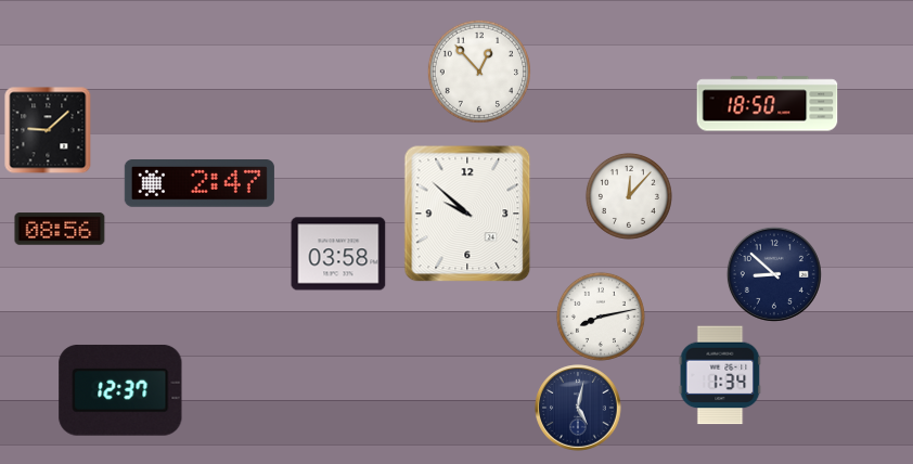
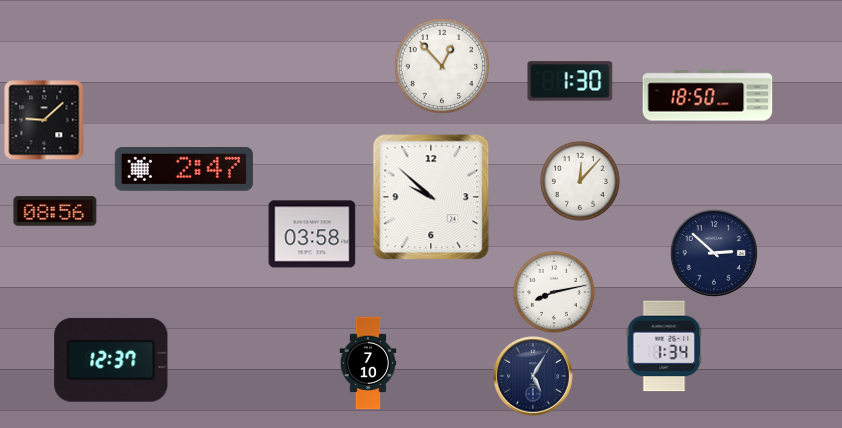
clock at (570, 81): none -> 1:30
clock at (774, 274): 8:52 -> 2:52
clock at (368, 363): none -> 7:10
clock at (578, 408): 5:02 -> 5:05
